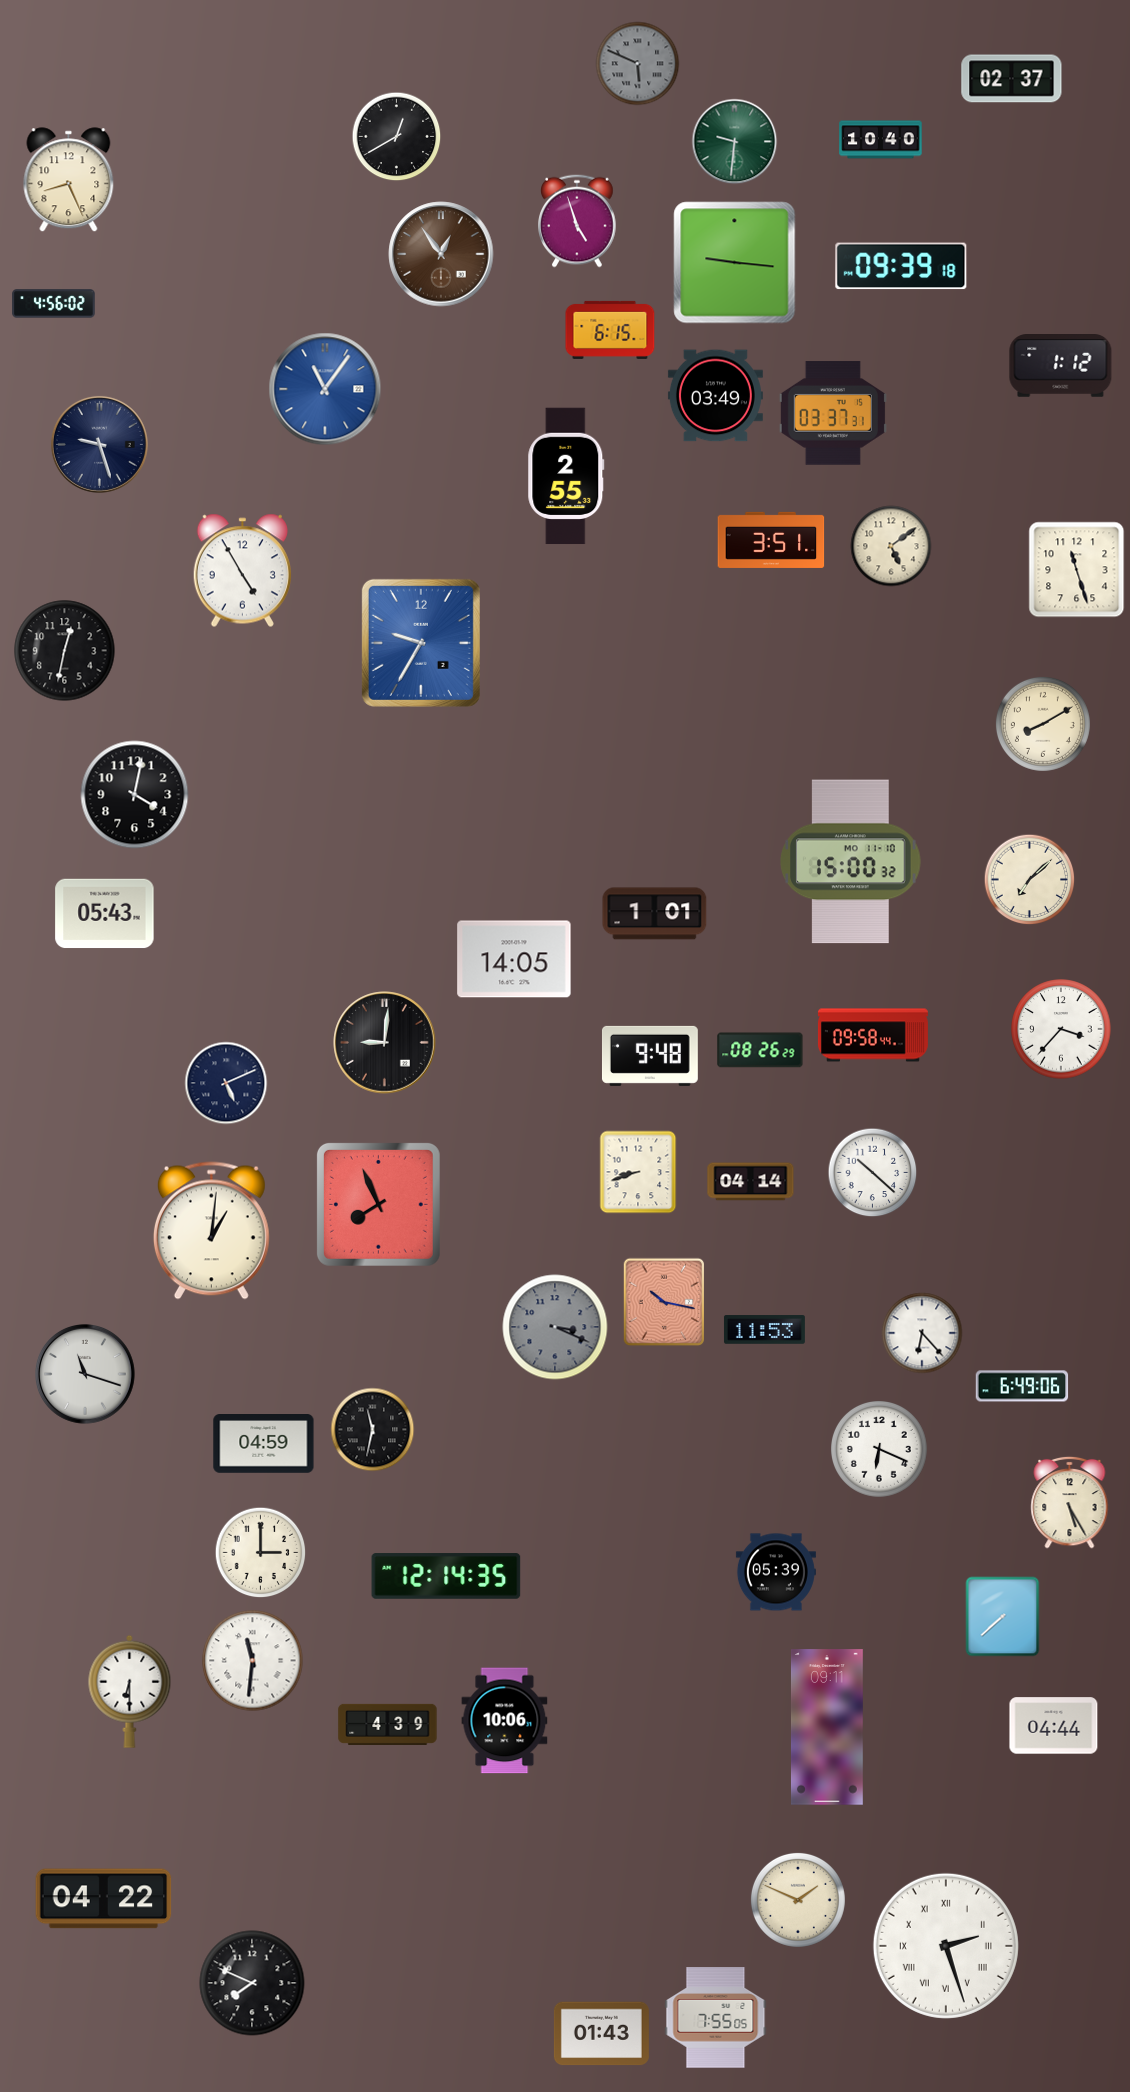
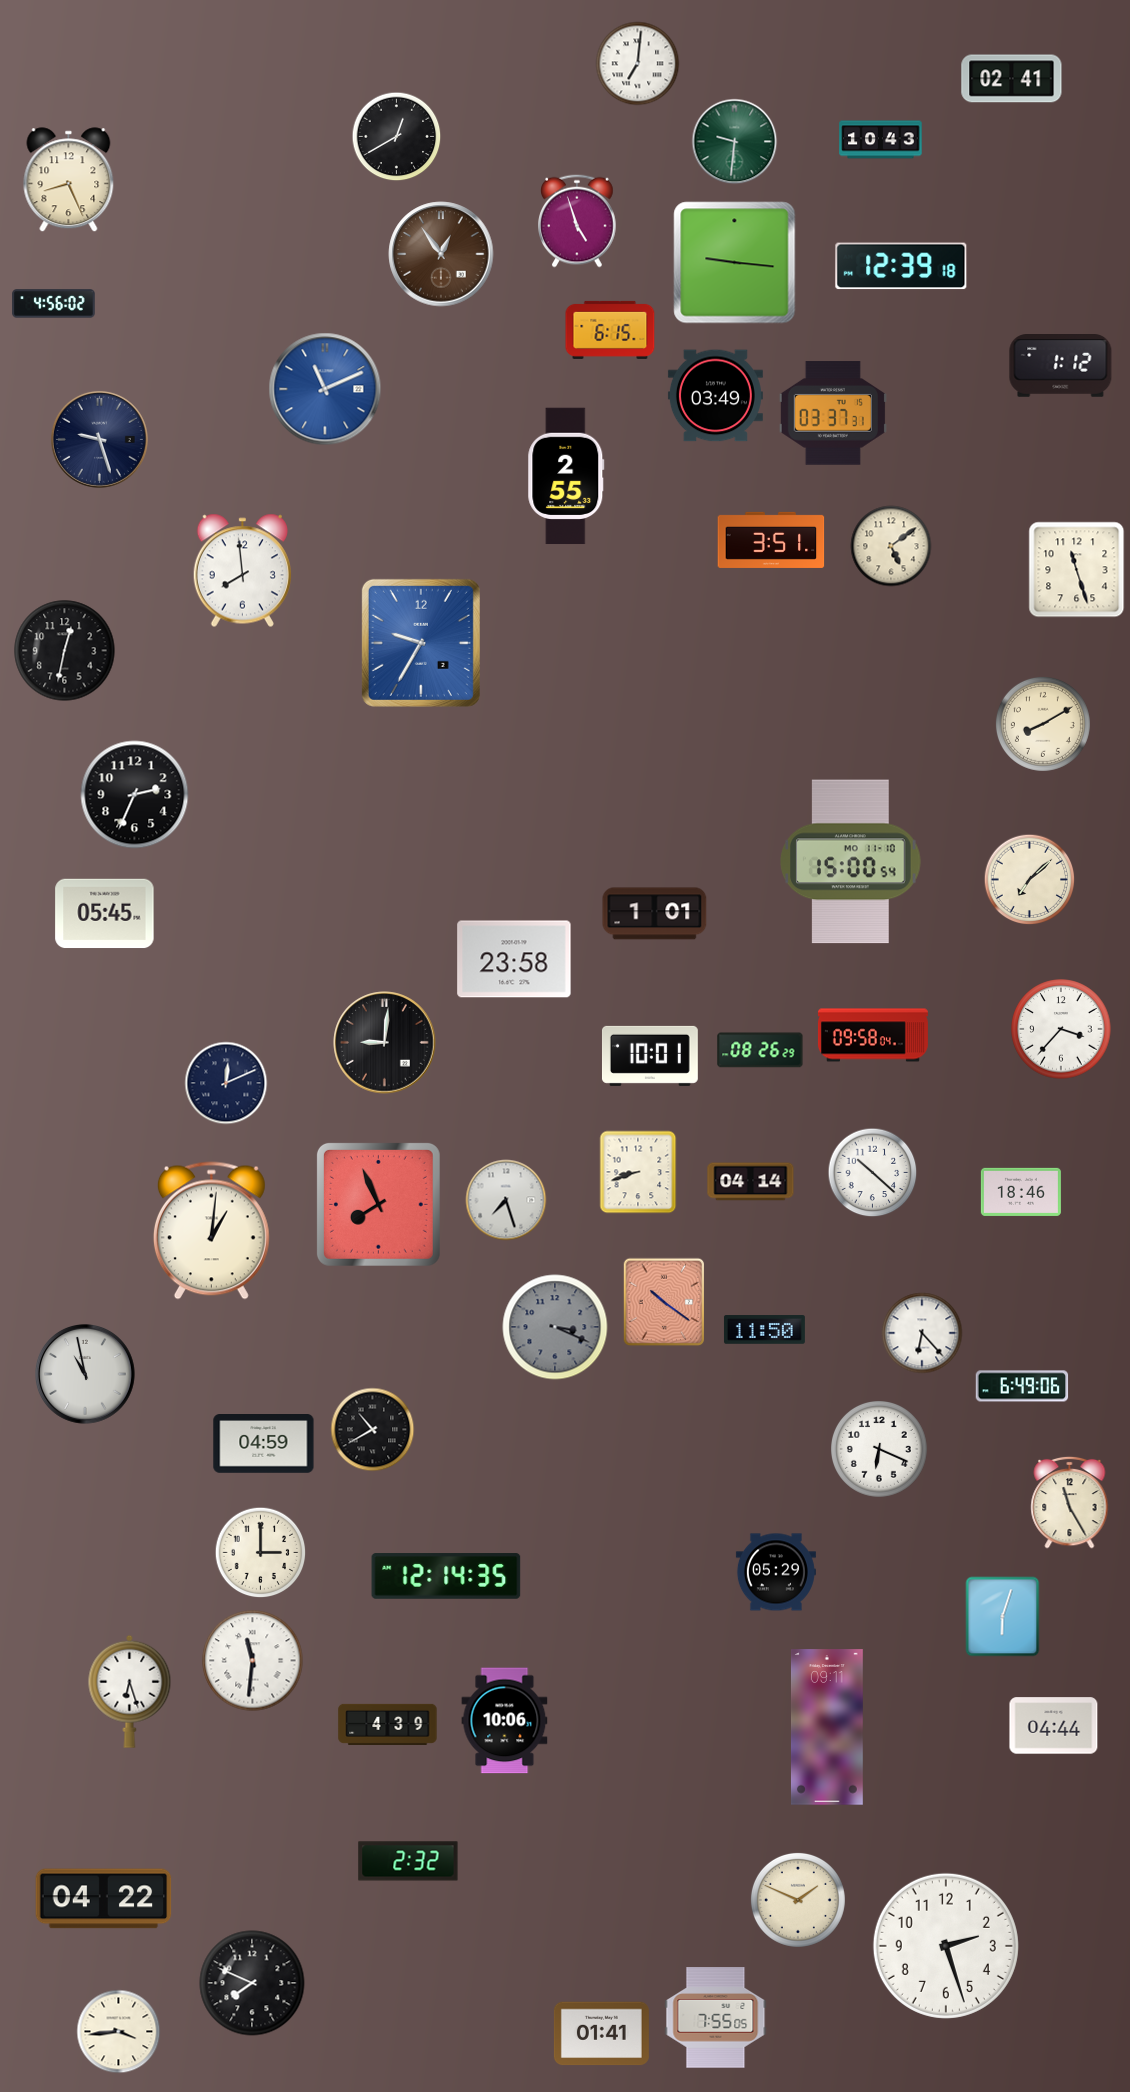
clock at (638, 64): 5:49 -> 7:01
clock at (638, 64) dial: grey -> white
clock at (1012, 79): 02:37 -> 02:41
clock at (881, 140): 10:40 -> 10:43
clock at (901, 266): 09:39 -> 12:39
clock at (325, 389): 11:06 -> 11:11
clock at (99, 444) position: (99, 444) -> (99, 439)
clock at (242, 571): 4:55 -> 7:59
clock at (135, 795): 4:02 -> 2:34
clock at (851, 862): 15:00:32 -> 15:00:54
clock at (105, 914): 05:43 -> 05:45
clock at (514, 959): 14:05 -> 23:58
clock at (873, 1035): 09:58:44 -> 09:58:04
clock at (650, 1056): 9:48 -> 10:01
clock at (226, 1083): 5:11 -> 12:11
clock at (1021, 1192): none -> 18:46
clock at (506, 1200): none -> 7:27
clock at (664, 1302): 10:17 -> 10:21
clock at (764, 1330): 11:53 -> 11:50
clock at (86, 1375): 11:18 -> 10:58
clock at (373, 1430): 11:32 -> 10:40
clock at (1070, 1502): 5:25 -> 11:25
clock at (776, 1572): 05:39 -> 05:29
clock at (1003, 1617): 7:38 -> 6:03
clock at (130, 1691): 6:30 -> 6:27
clock at (408, 1861): none -> 2:32
clock at (946, 1946) numerals: Roman -> Arabic
clock at (119, 2032): none -> 3:44
clock at (601, 2034): 01:43 -> 01:41
